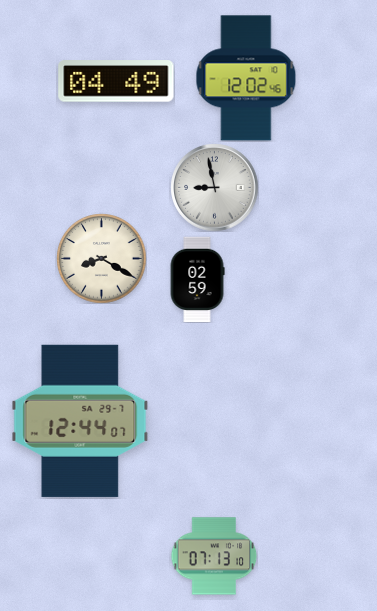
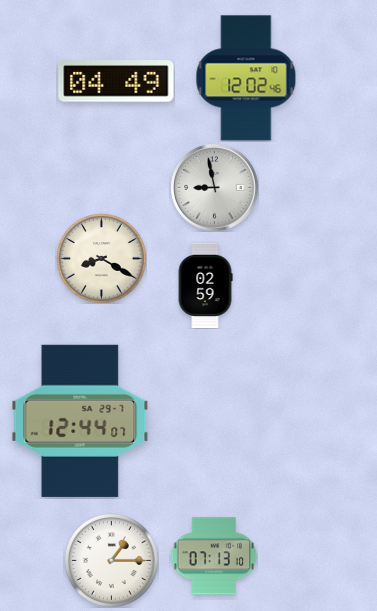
clock at (197, 279) position: (197, 279) -> (205, 285)
clock at (111, 560): none -> 1:15
